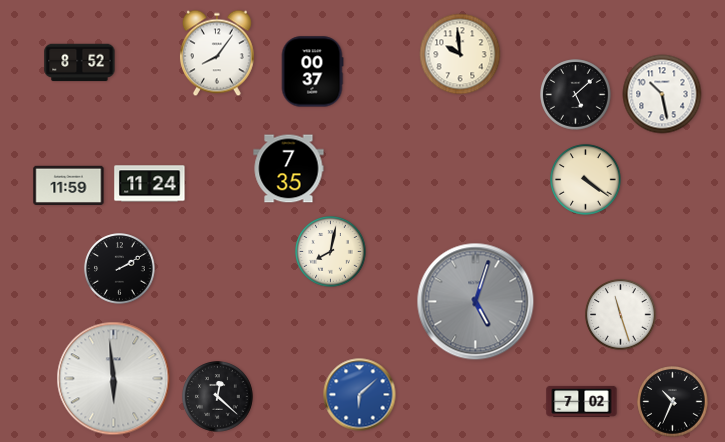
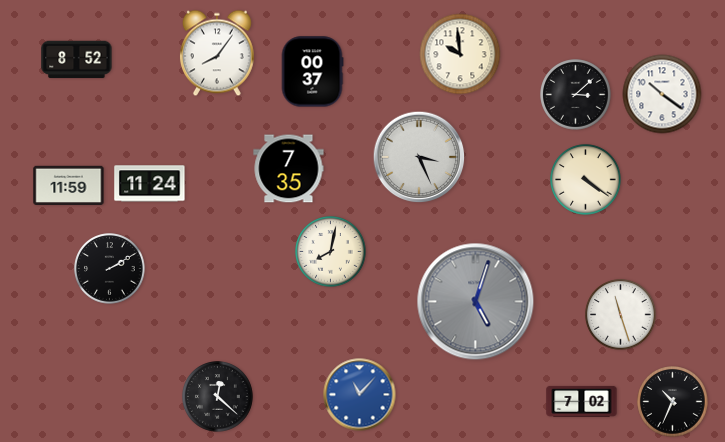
clock at (80, 63) position: (80, 63) -> (77, 60)
clock at (662, 94): 10:28 -> 10:21
clock at (576, 95): 5:08 -> 3:08
clock at (419, 157): none -> 3:26
clock at (120, 269) position: (120, 269) -> (110, 269)
clock at (114, 379): 5:59 -> none
clock at (360, 395): 6:08 -> 11:07
